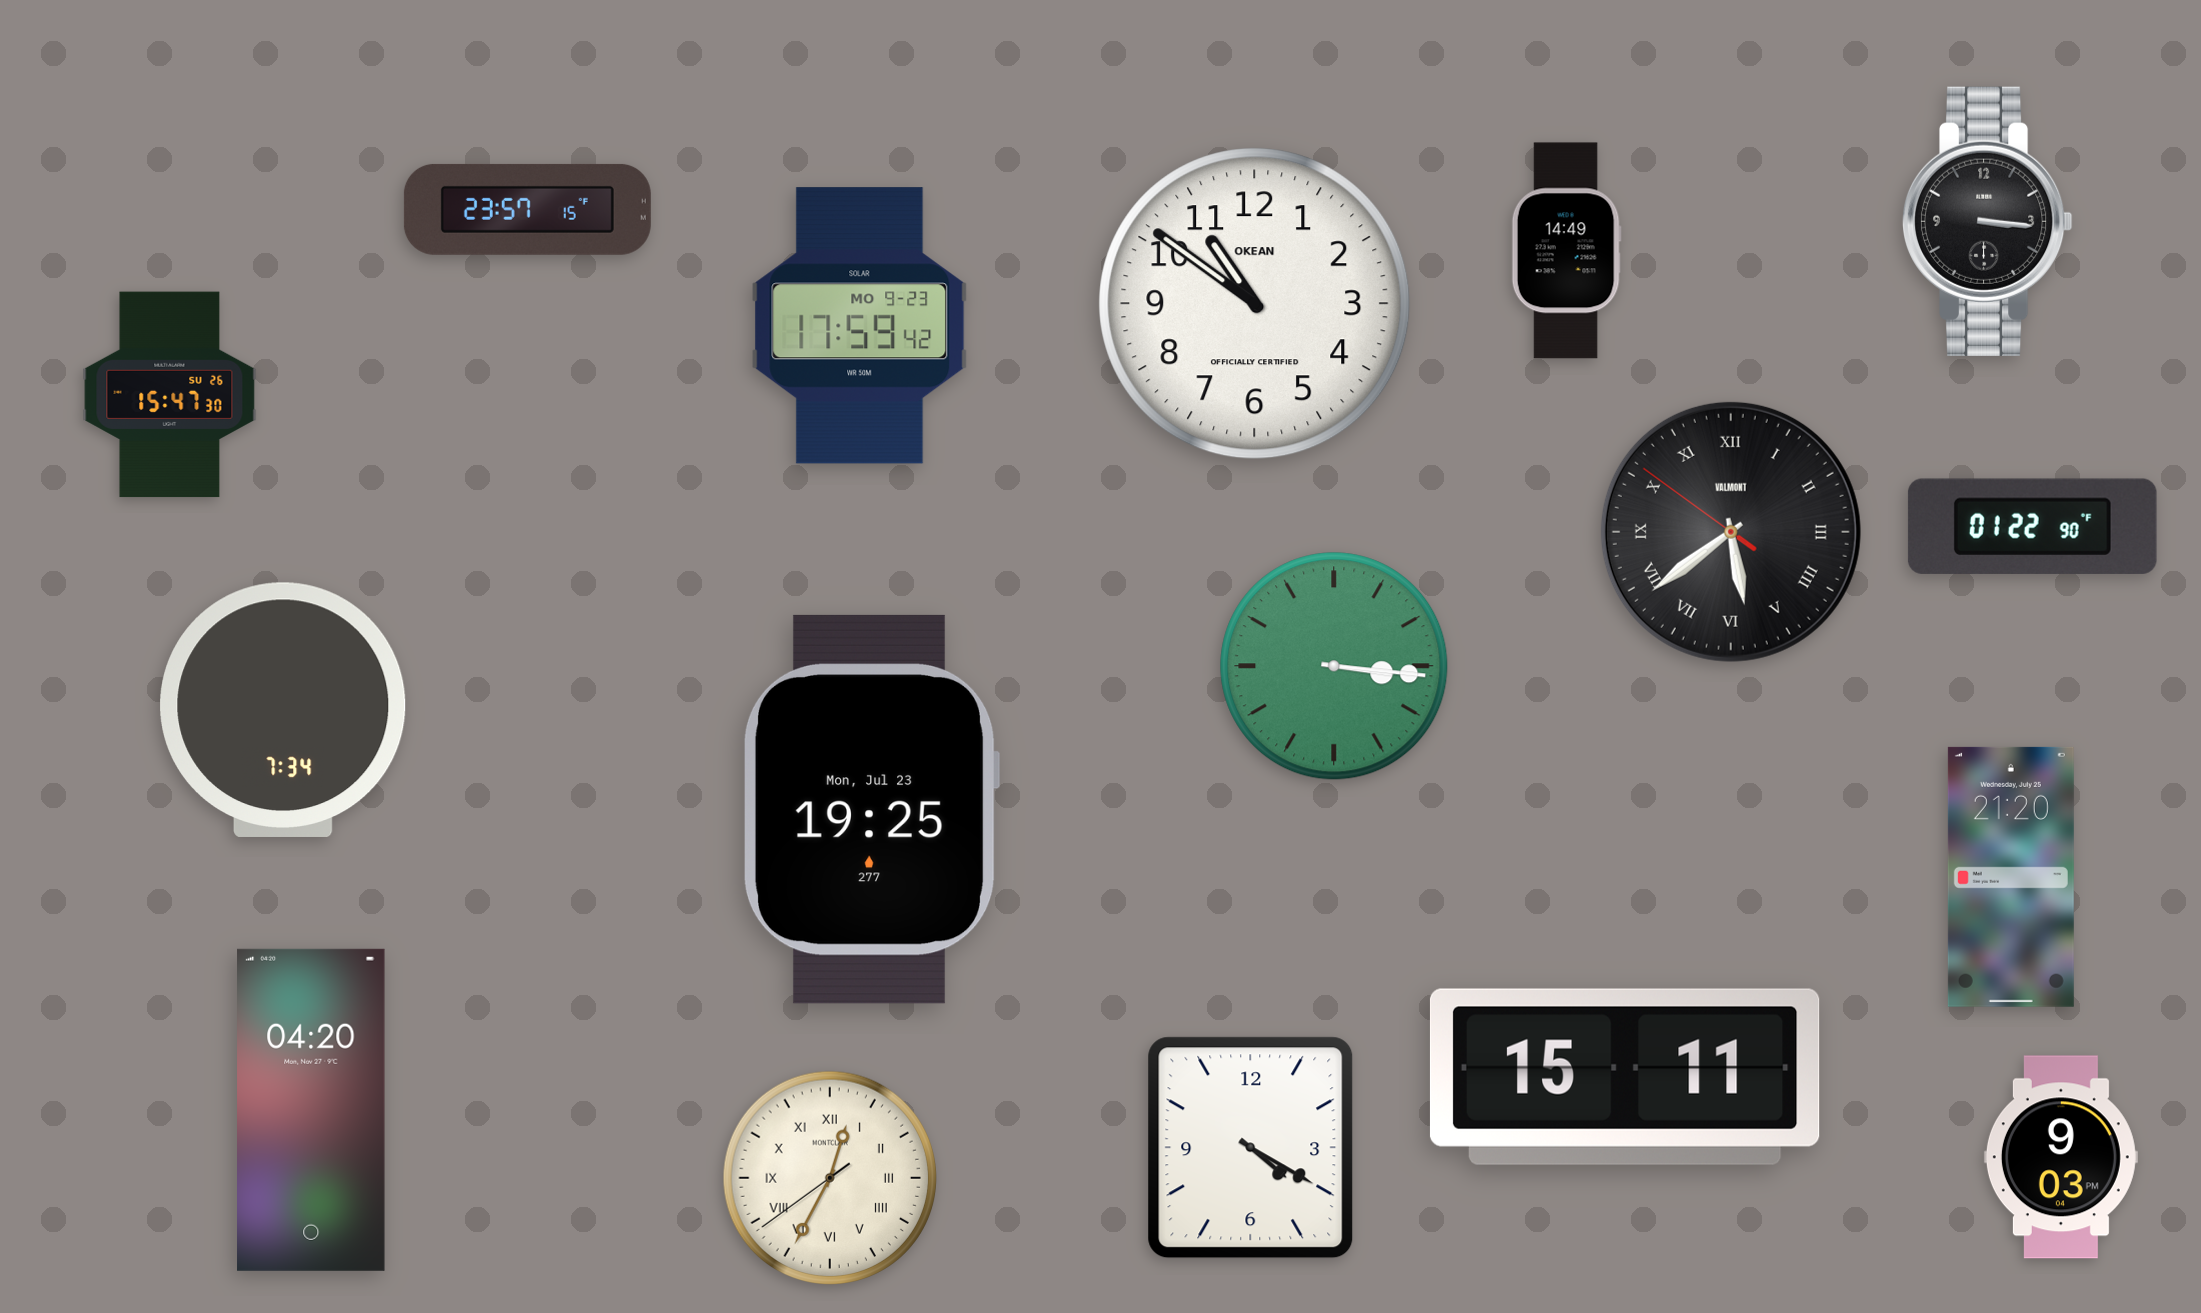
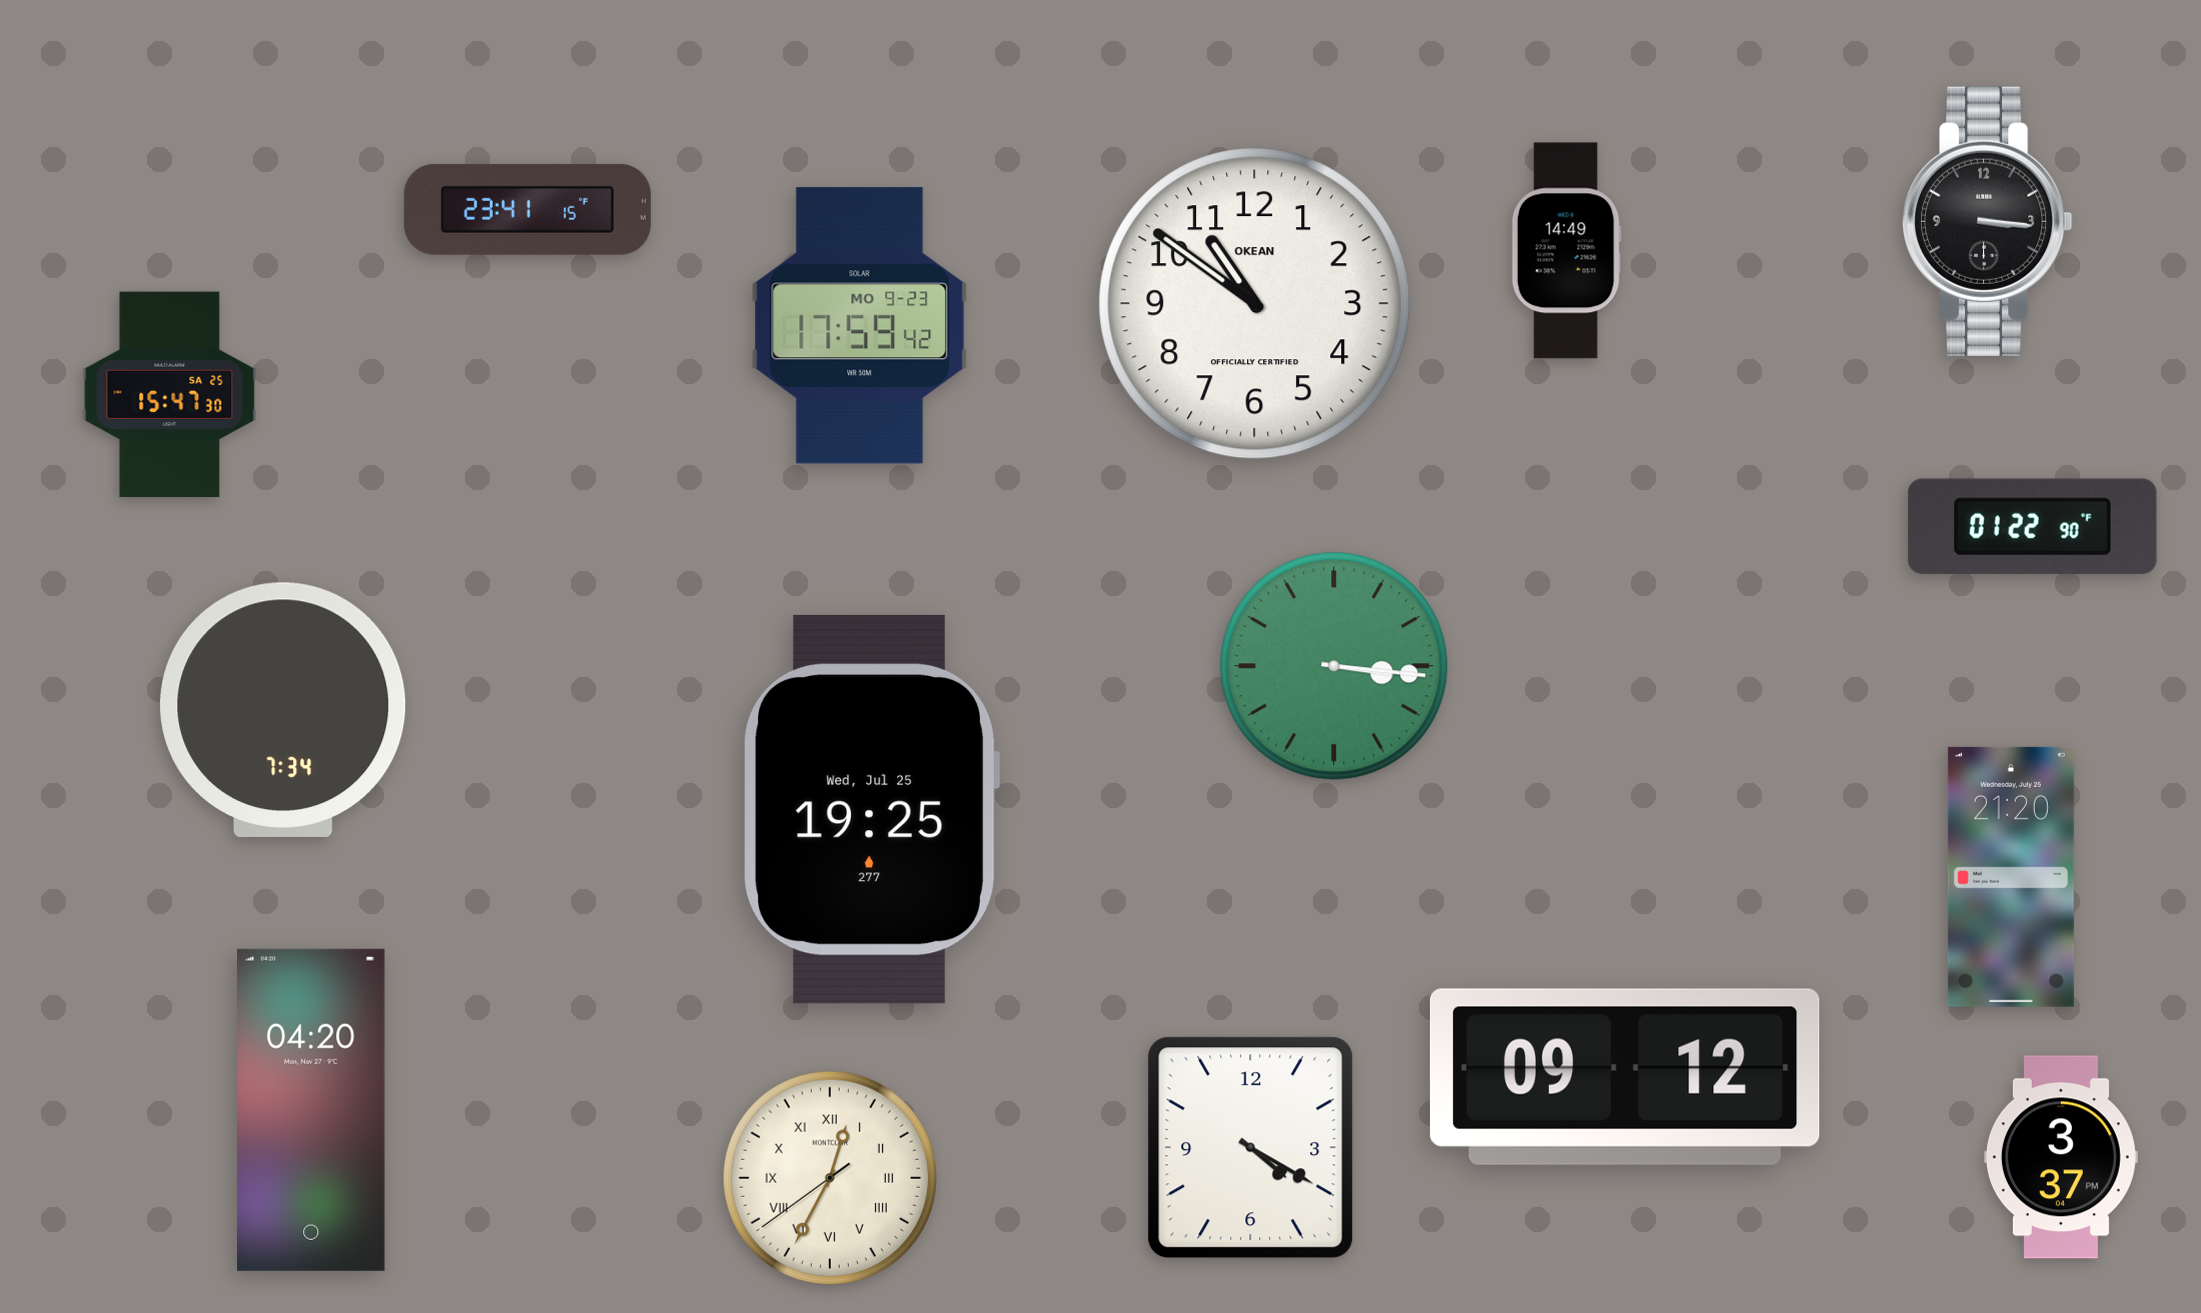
clock at (527, 209): 23:57 -> 23:41
clock at (170, 395) date: SU 26 -> SA 25
clock at (1731, 532): 5:38 -> none
clock at (870, 809) date: Mon, Jul 23 -> Wed, Jul 25
clock at (1625, 1077): 15:11 -> 09:12
clock at (2061, 1157): 9:03 -> 3:37
